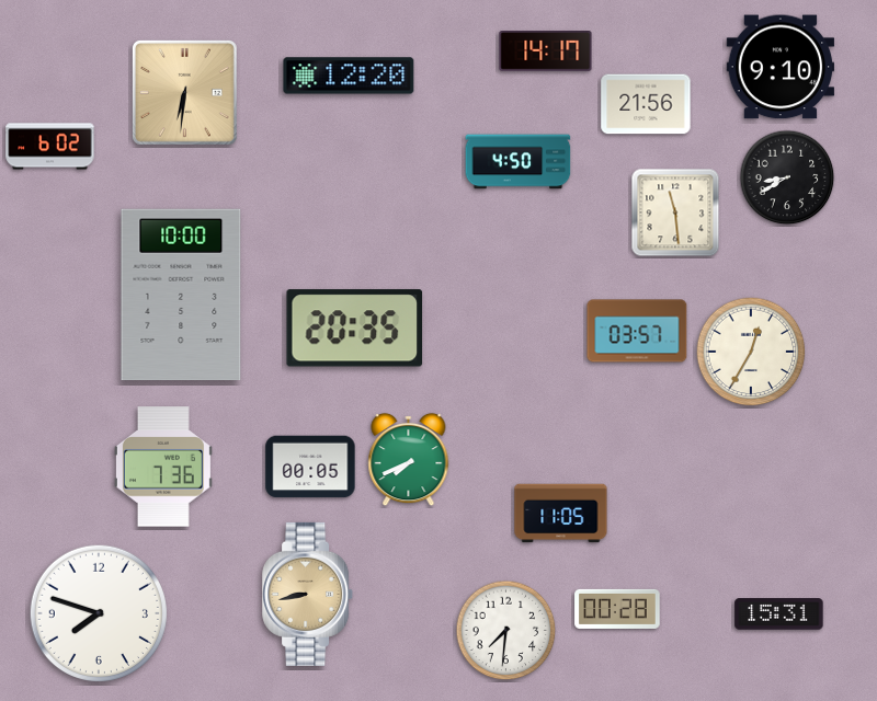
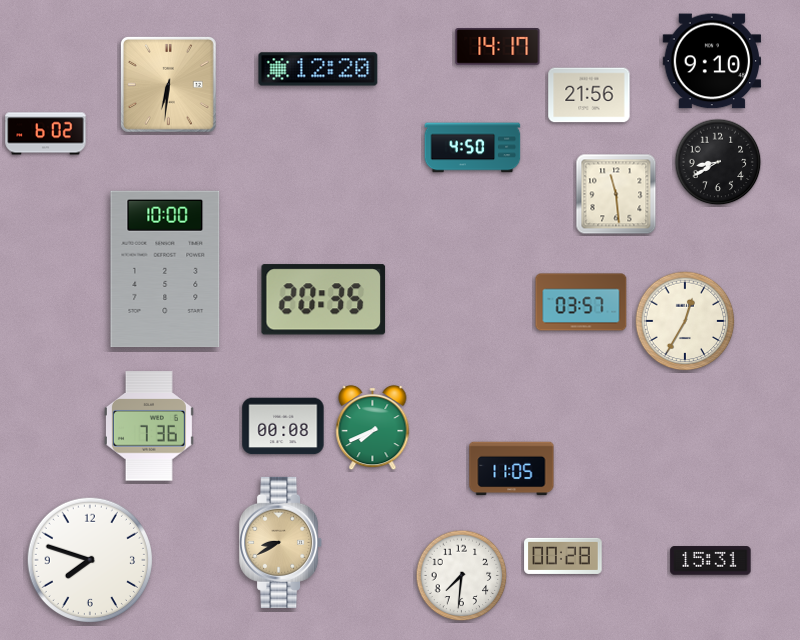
clock at (409, 460) position: (409, 460) -> (373, 428)
clock at (310, 467): 00:05 -> 00:08
clock at (308, 594): 8:43 -> 8:40
